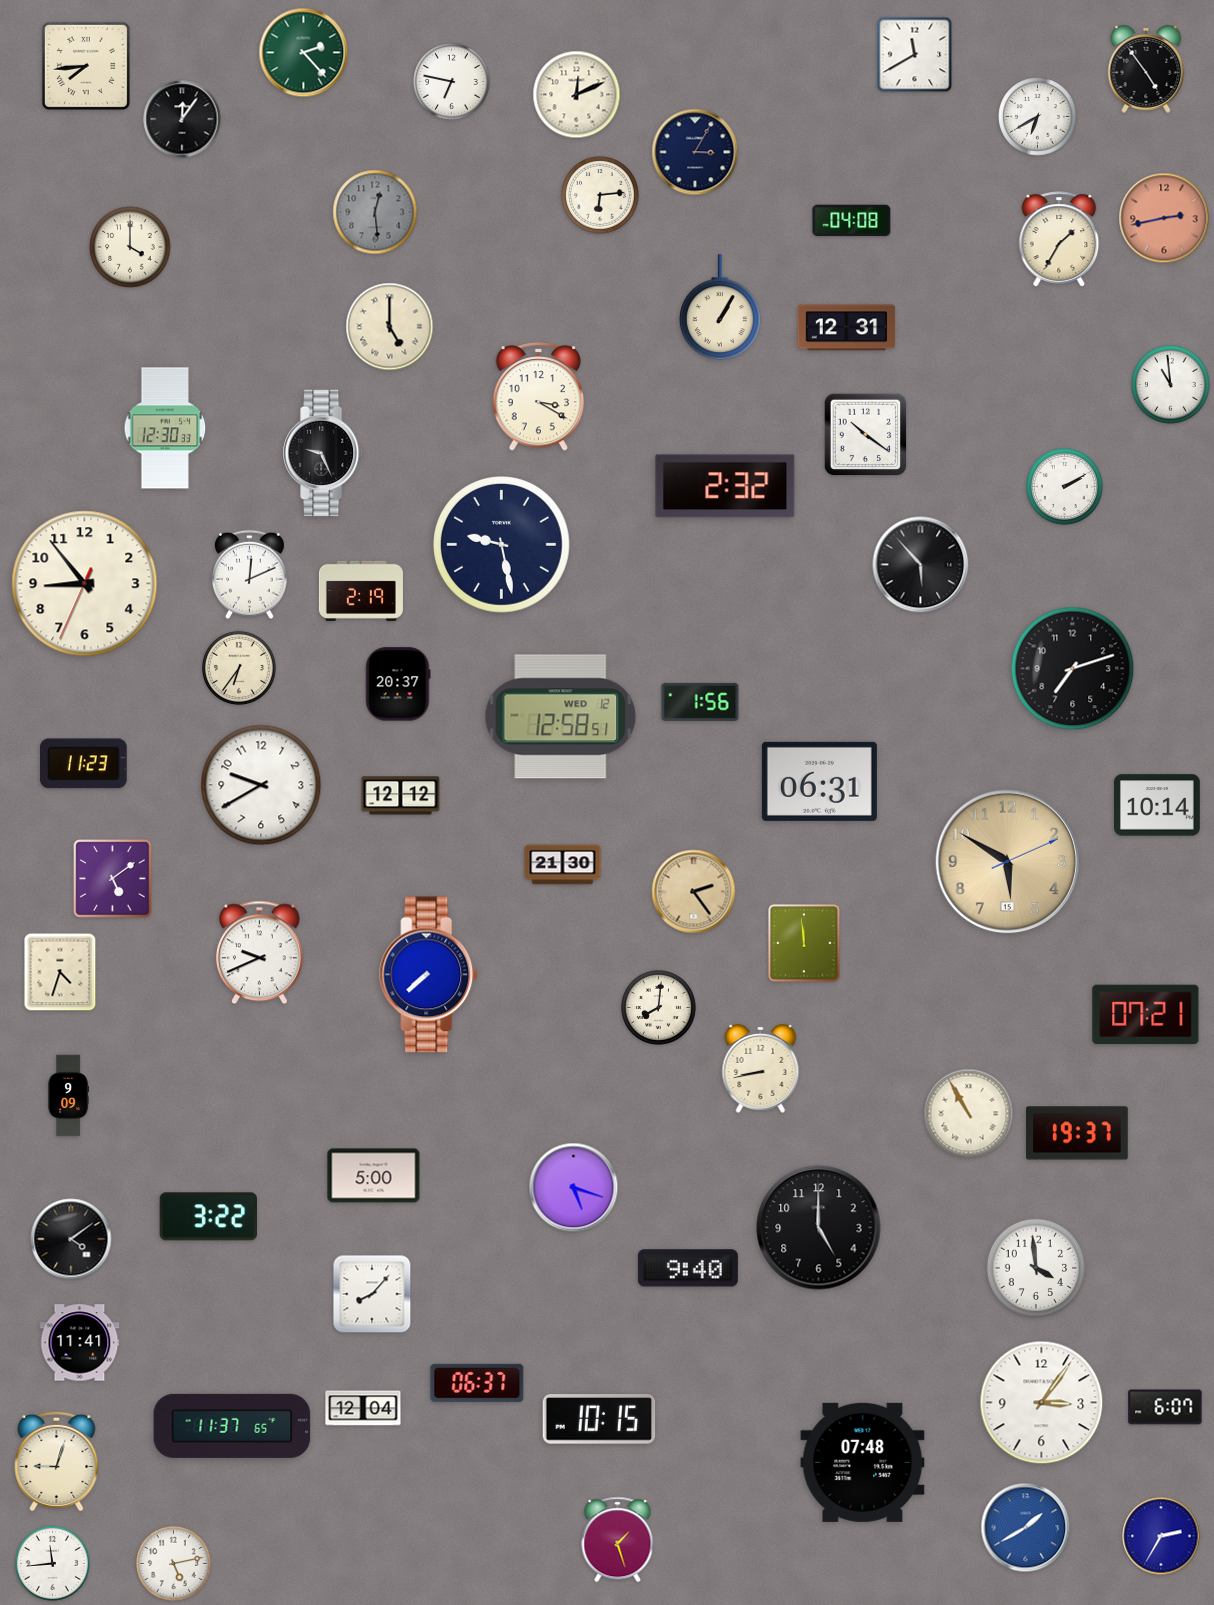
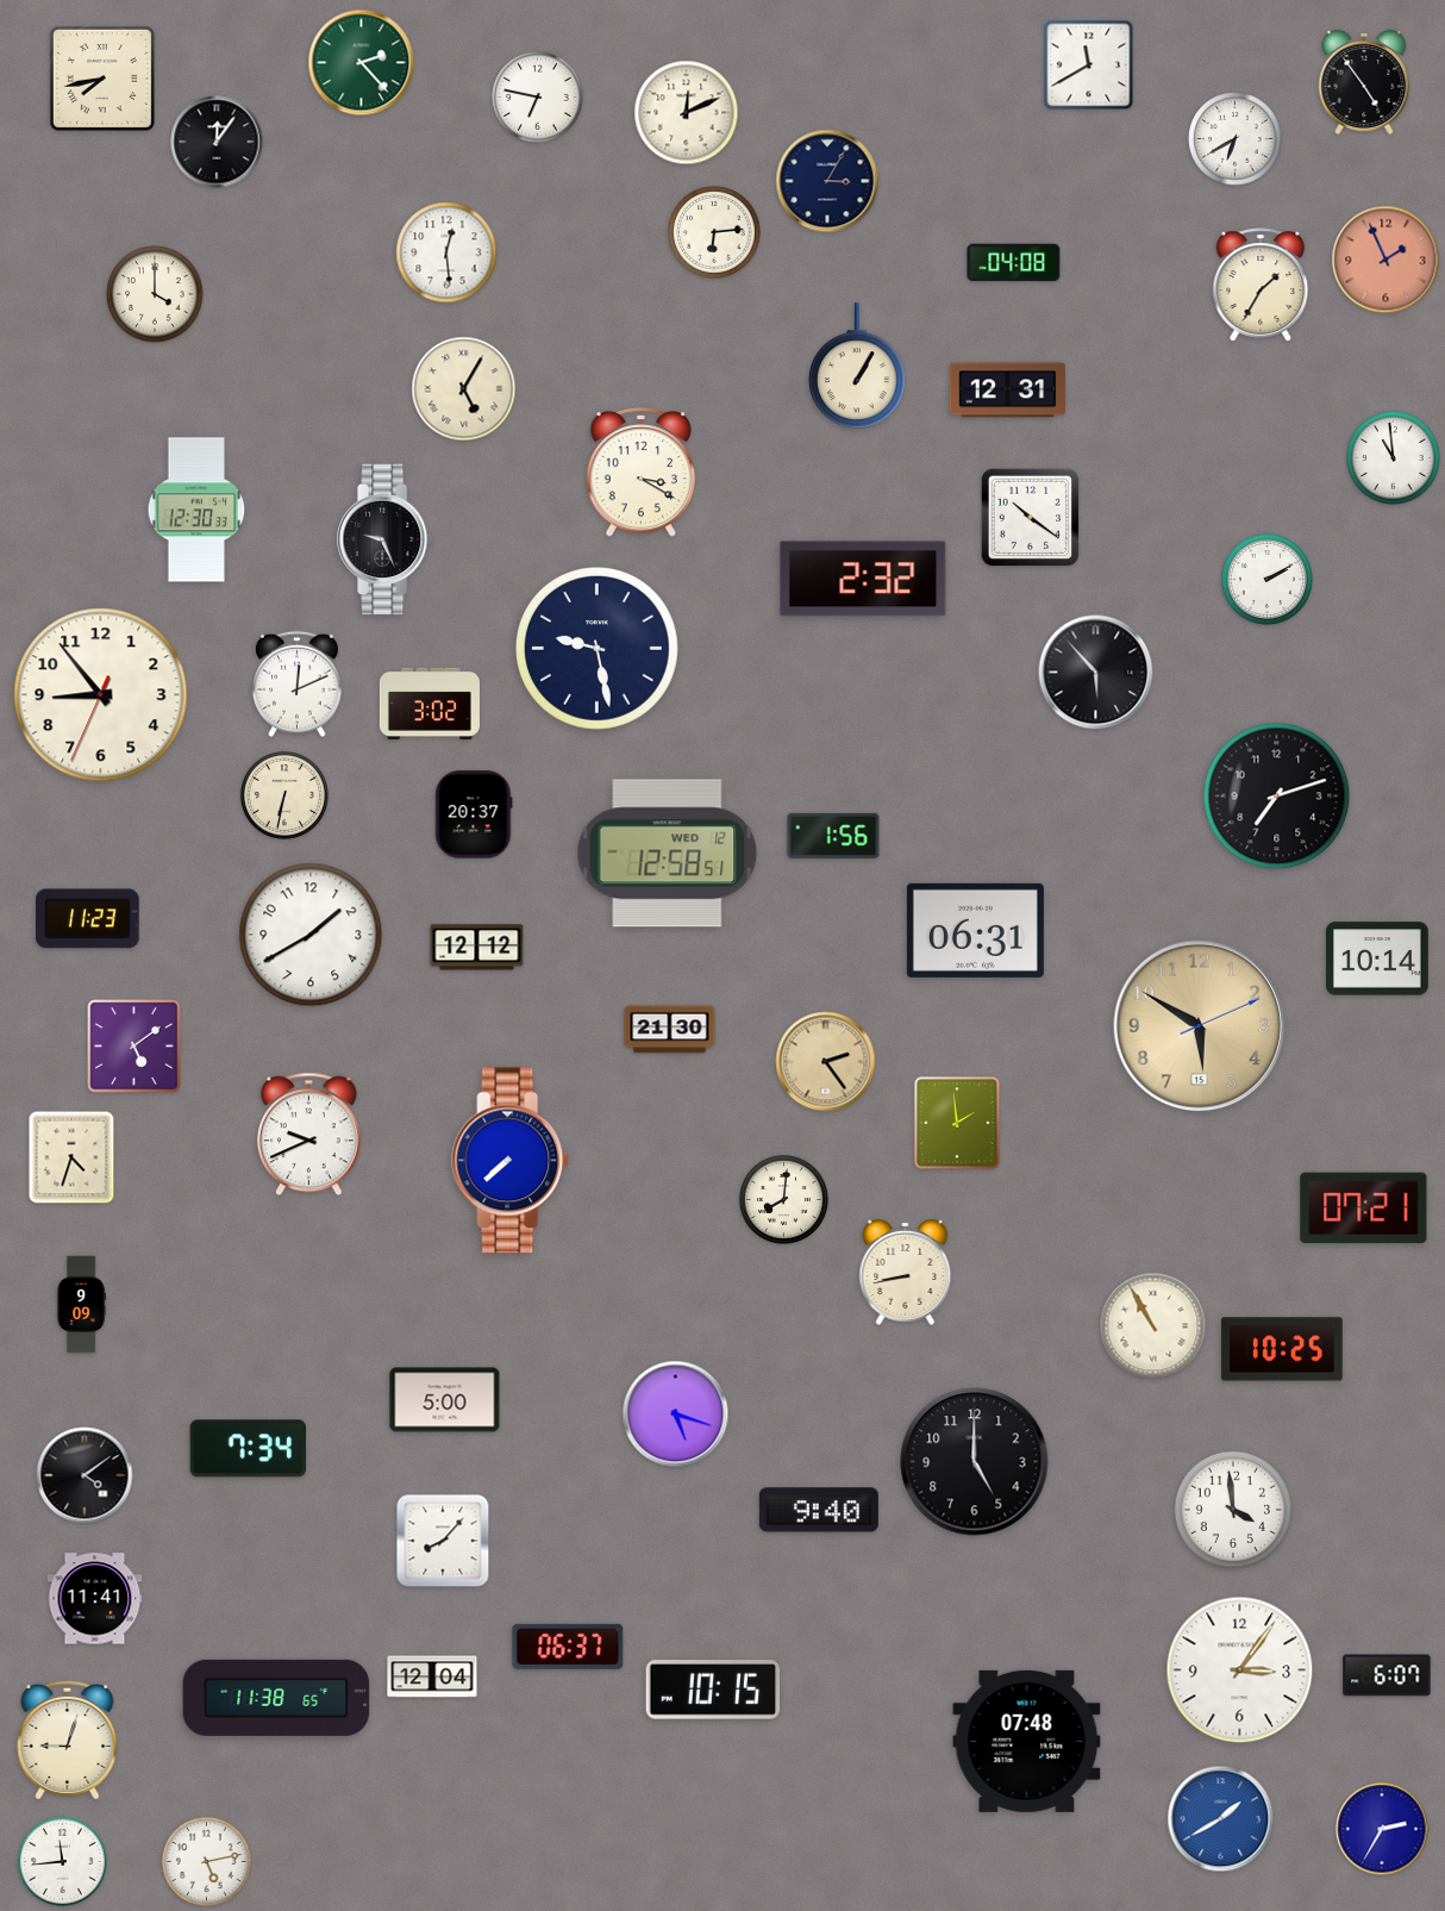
clock at (86, 66): 7:44 -> 7:43
clock at (375, 212) dial: grey -> white
clock at (1164, 218): 2:43 -> 1:56
clock at (390, 327): 5:00 -> 5:05
clock at (361, 591): 2:19 -> 3:02
clock at (239, 668): 6:36 -> 6:32
clock at (84, 764) position: (84, 764) -> (88, 919)
clock at (261, 785): 9:40 -> 1:40
clock at (804, 943): 11:59 -> 1:59
clock at (1077, 1133): 19:37 -> 10:25
clock at (574, 1188) position: (574, 1188) -> (676, 1414)
clock at (208, 1217): 3:22 -> 7:34
clock at (232, 1426): 11:37 -> 11:38
clock at (618, 1540): 1:27 -> none
